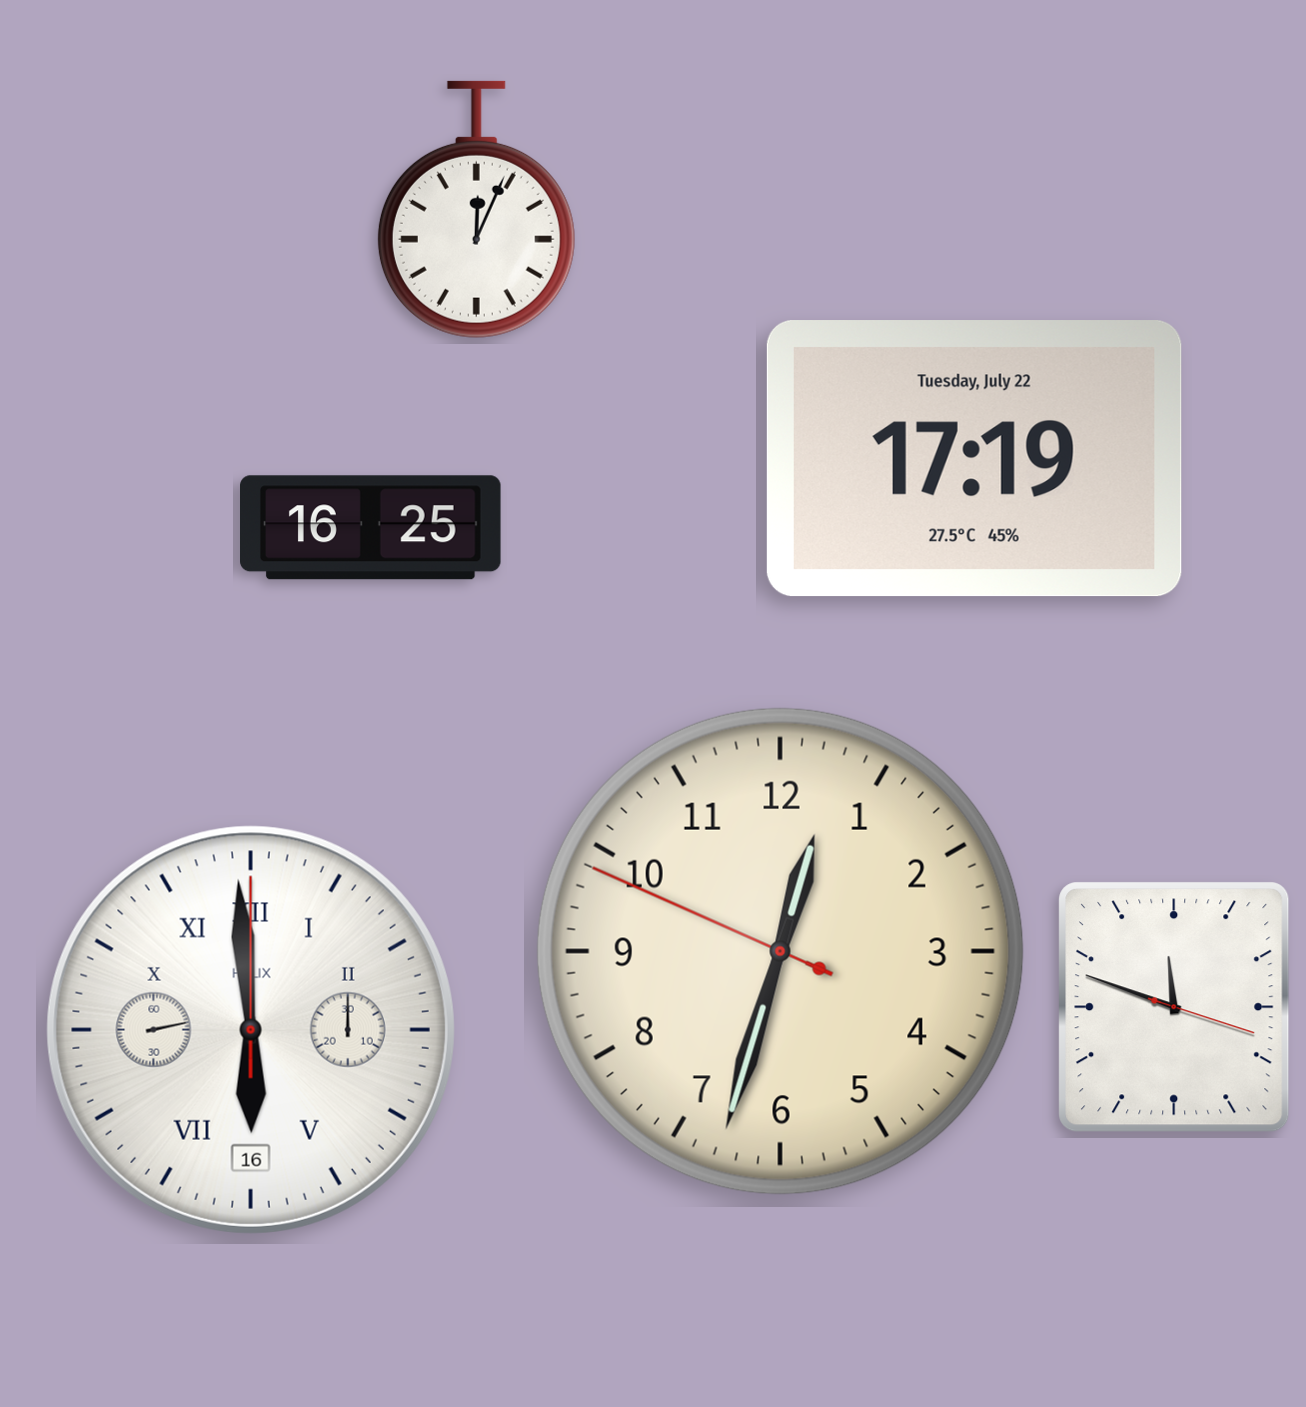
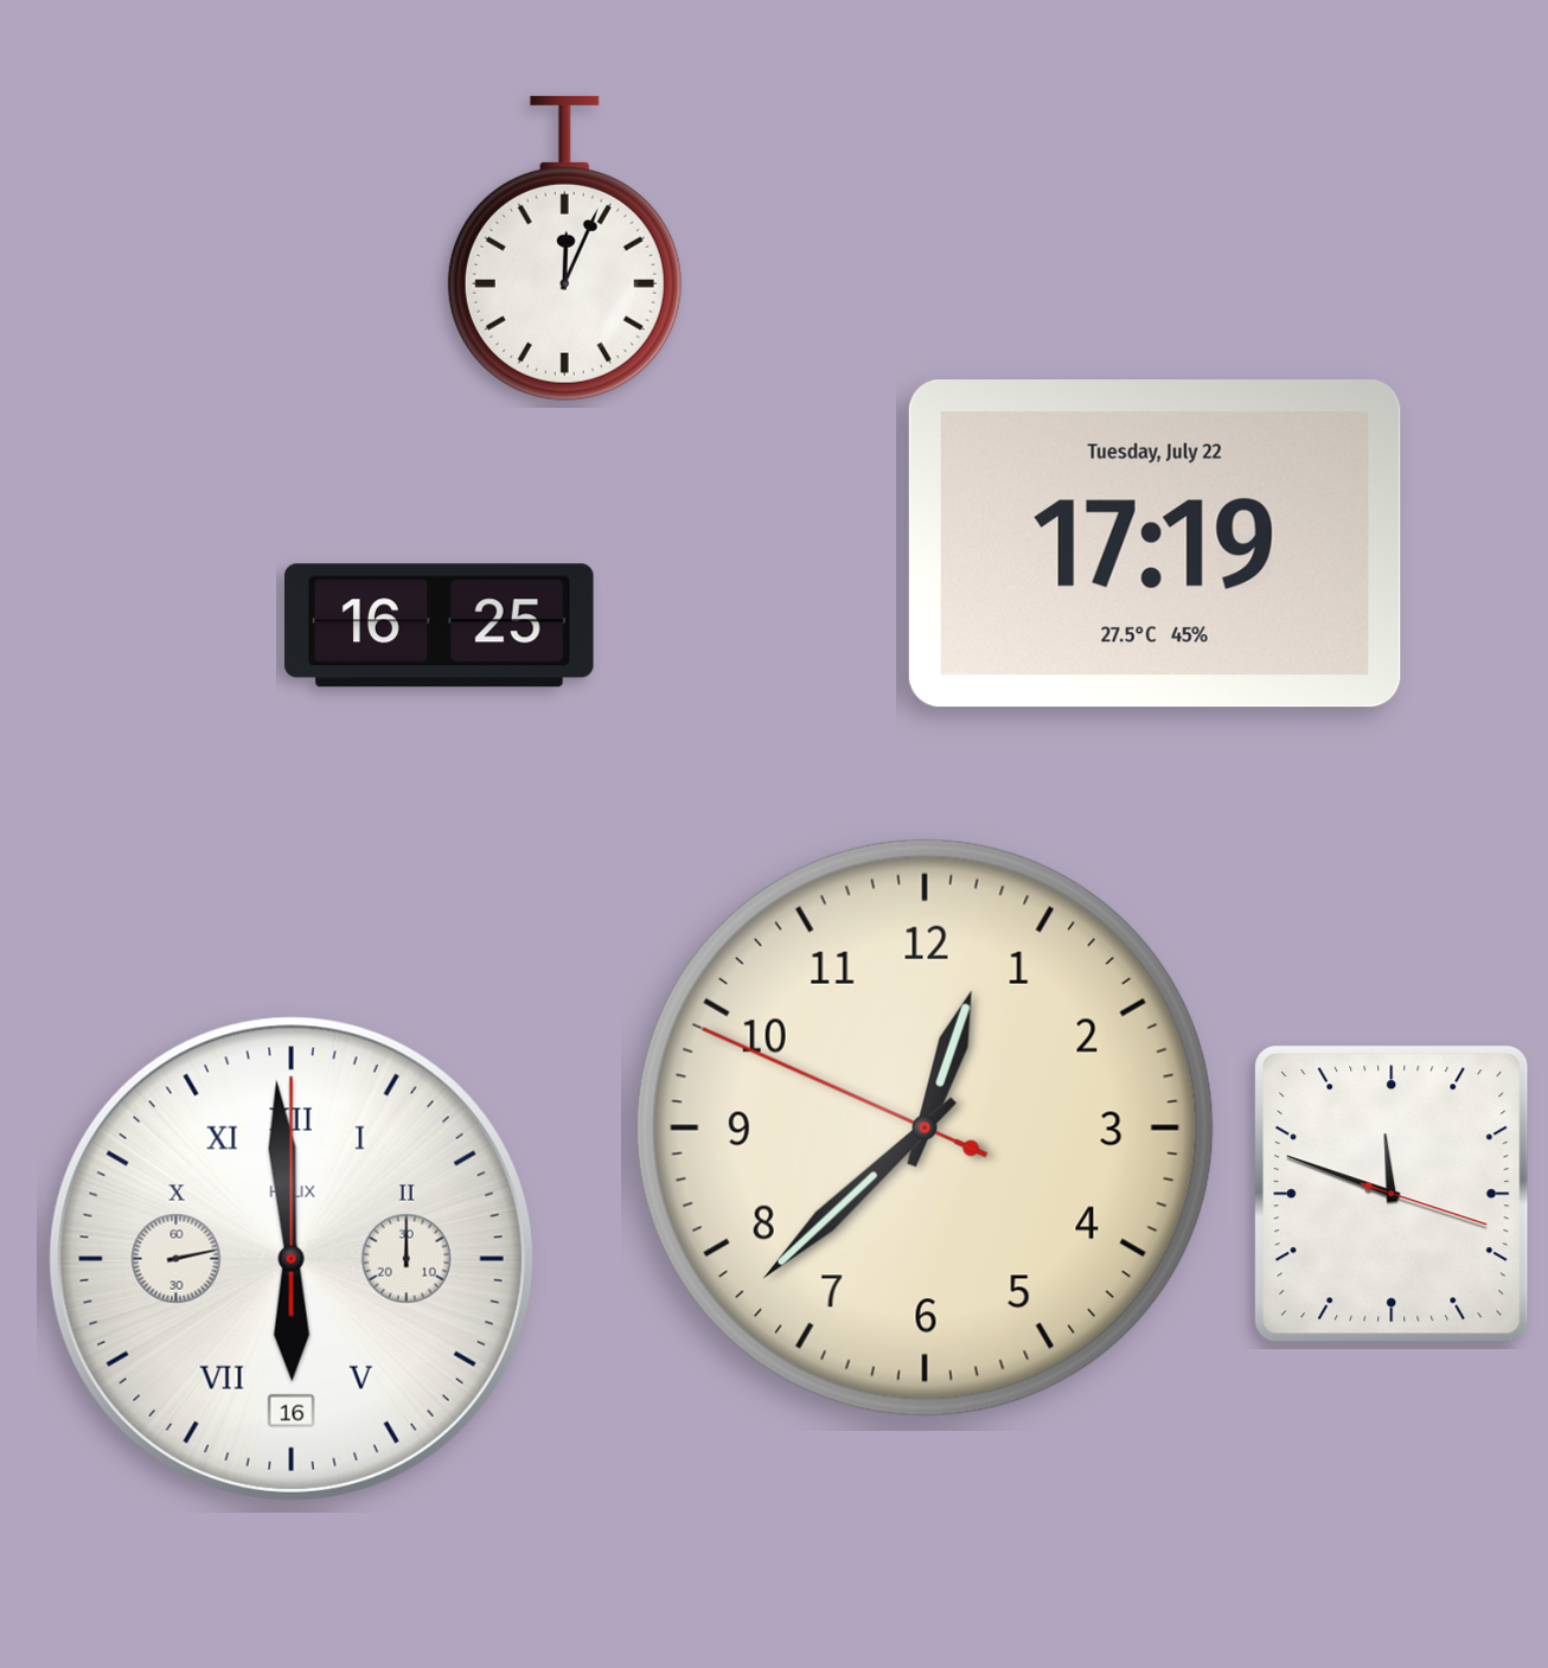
clock at (780, 951): 12:32 -> 12:37
clock at (251, 1030) position: (251, 1030) -> (292, 1259)
